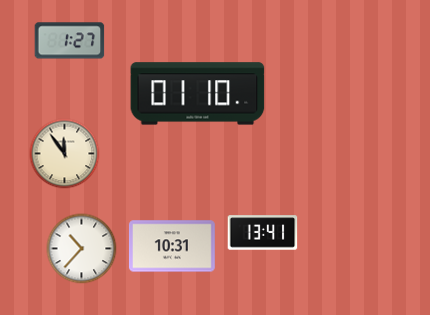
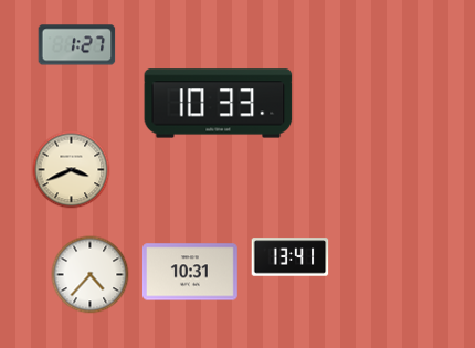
clock at (198, 94): 01:10 -> 10:33
clock at (65, 154): 11:54 -> 3:41
clock at (82, 249): 10:37 -> 4:37
